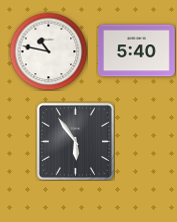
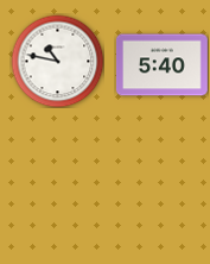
clock at (137, 51) position: (137, 51) -> (163, 65)
clock at (75, 141): 5:54 -> none
